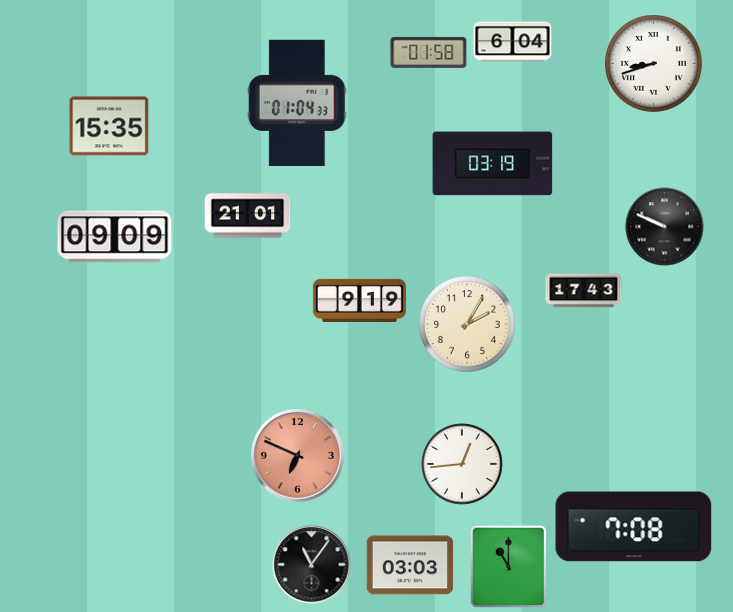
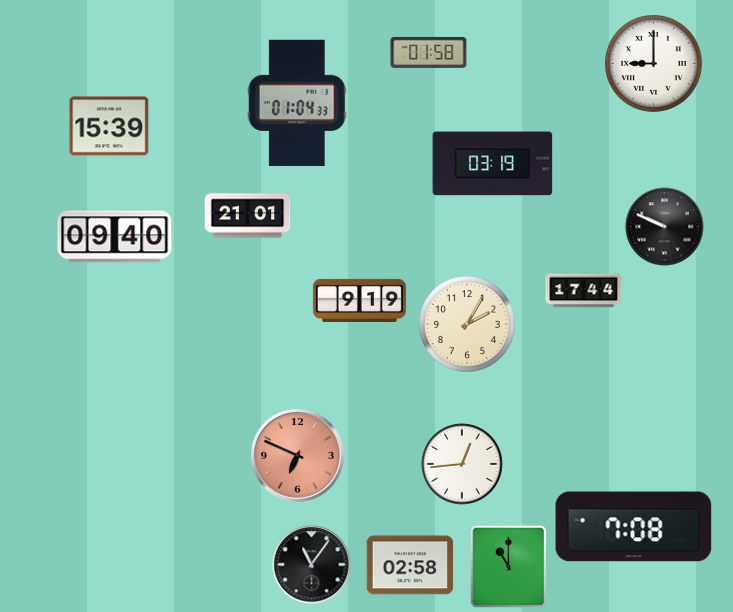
clock at (513, 42): 6:04 -> none
clock at (654, 64): 8:42 -> 9:00
clock at (109, 126): 15:35 -> 15:39
clock at (115, 237): 09:09 -> 09:40
clock at (584, 291): 17:43 -> 17:44
clock at (410, 565): 03:03 -> 02:58
